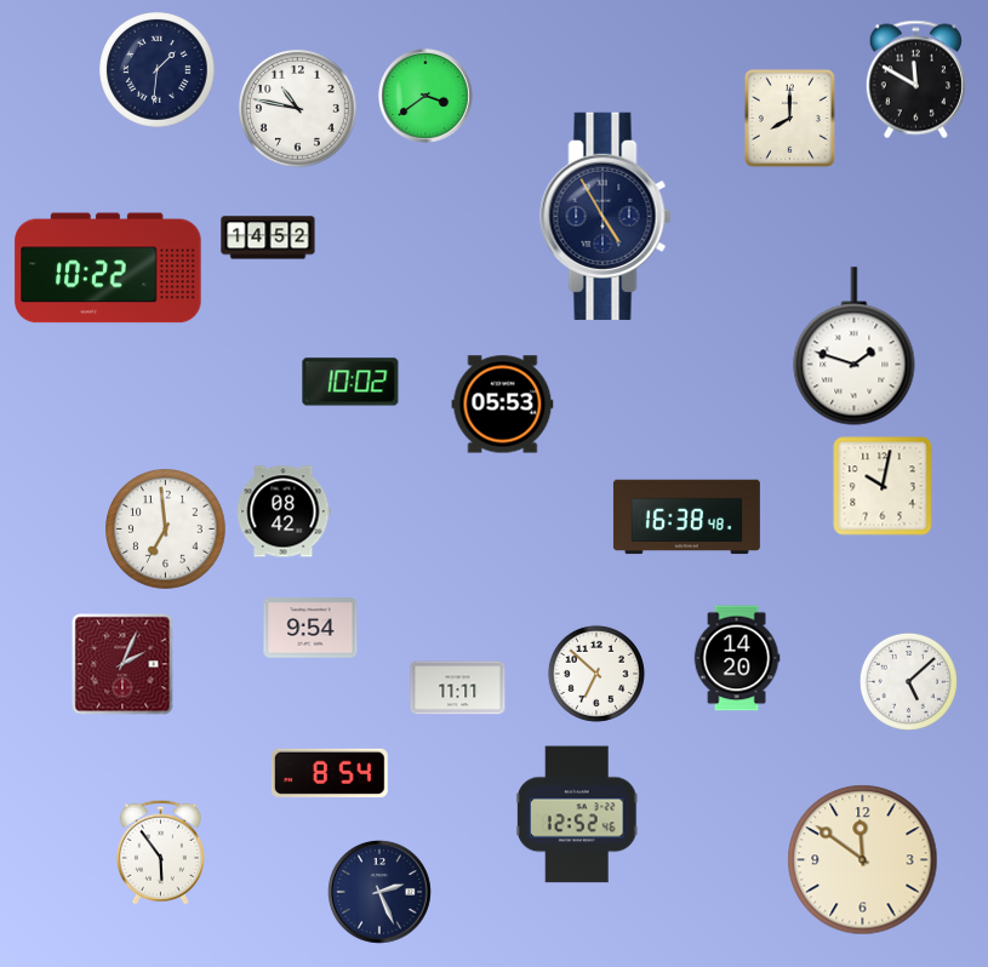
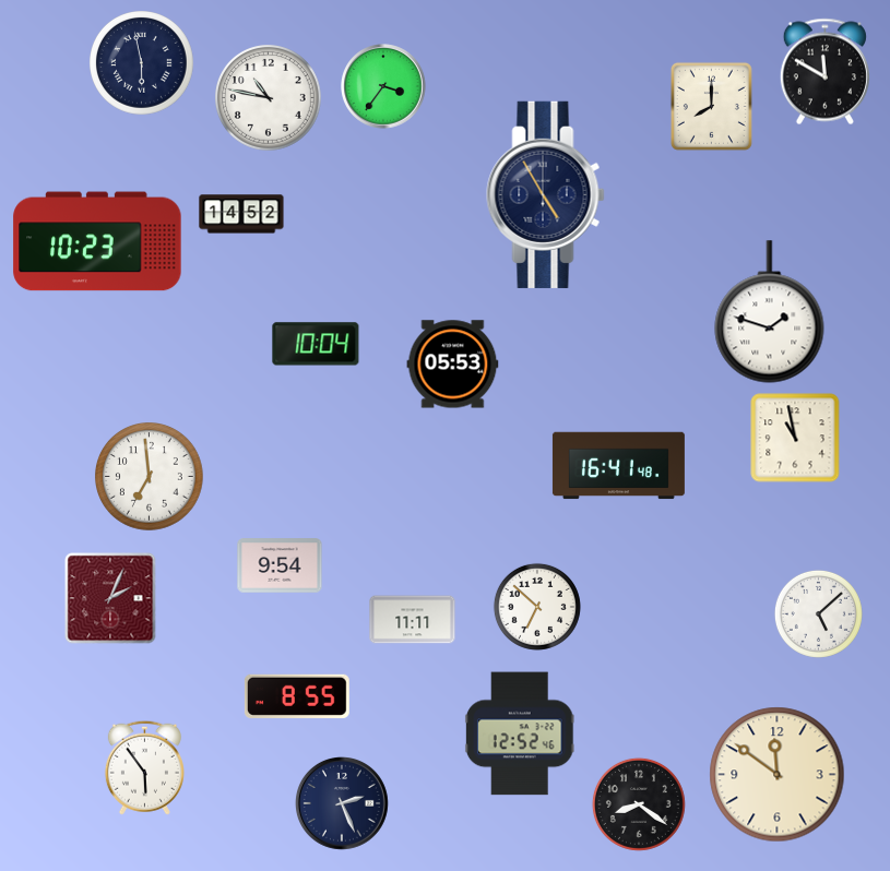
clock at (158, 70): 1:31 -> 5:58
clock at (426, 96): 3:39 -> 3:36
clock at (108, 268): 10:22 -> 10:23
clock at (350, 382): 10:02 -> 10:04
clock at (883, 486): 10:02 -> 10:58
clock at (284, 511): 08:42 -> none
clock at (686, 517): 16:38 -> 16:41
clock at (737, 658): 14:20 -> none
clock at (330, 773): 8:54 -> 8:55
clock at (639, 804): none -> 8:21
